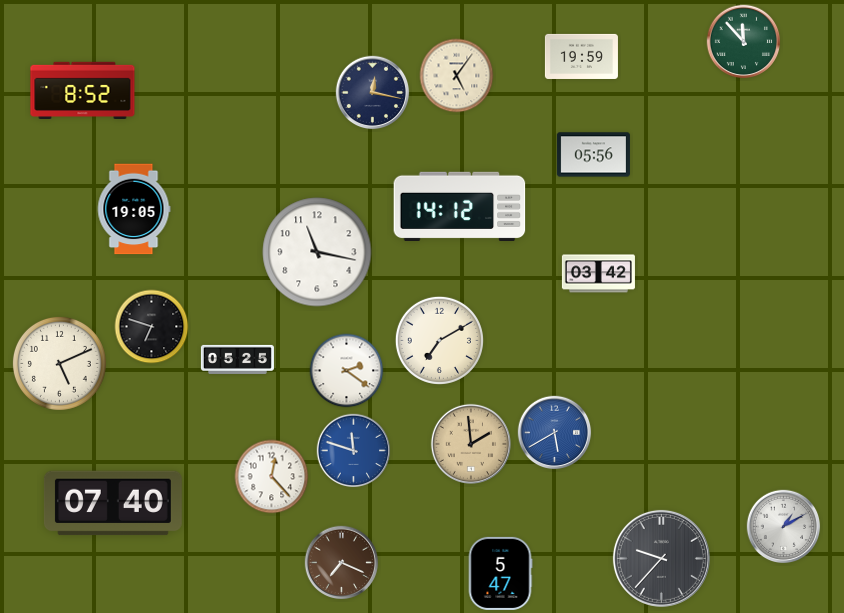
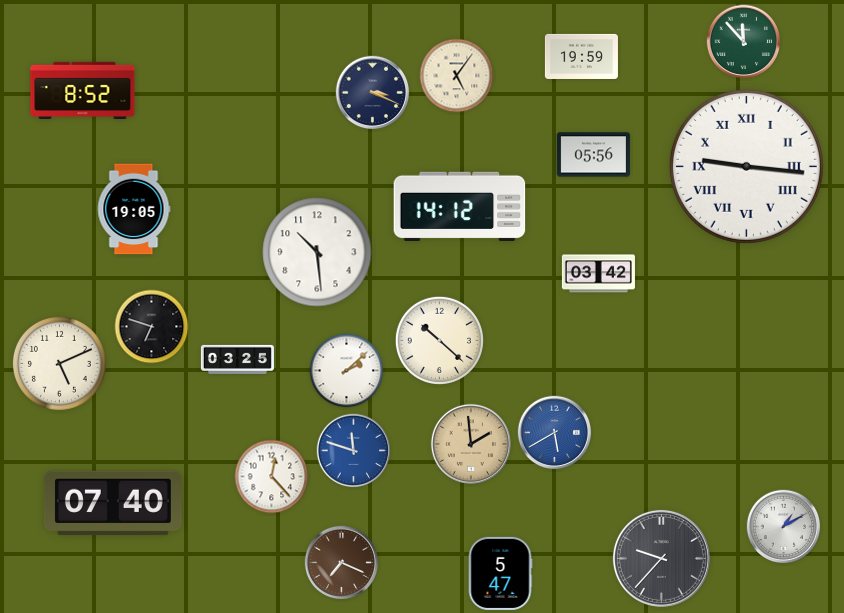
clock at (373, 93): 12:17 -> 3:19
clock at (746, 166): none -> 9:16
clock at (317, 252): 11:17 -> 10:29
clock at (439, 340): 7:10 -> 10:22
clock at (237, 359): 05:25 -> 03:25
clock at (347, 371): 2:21 -> 2:08
